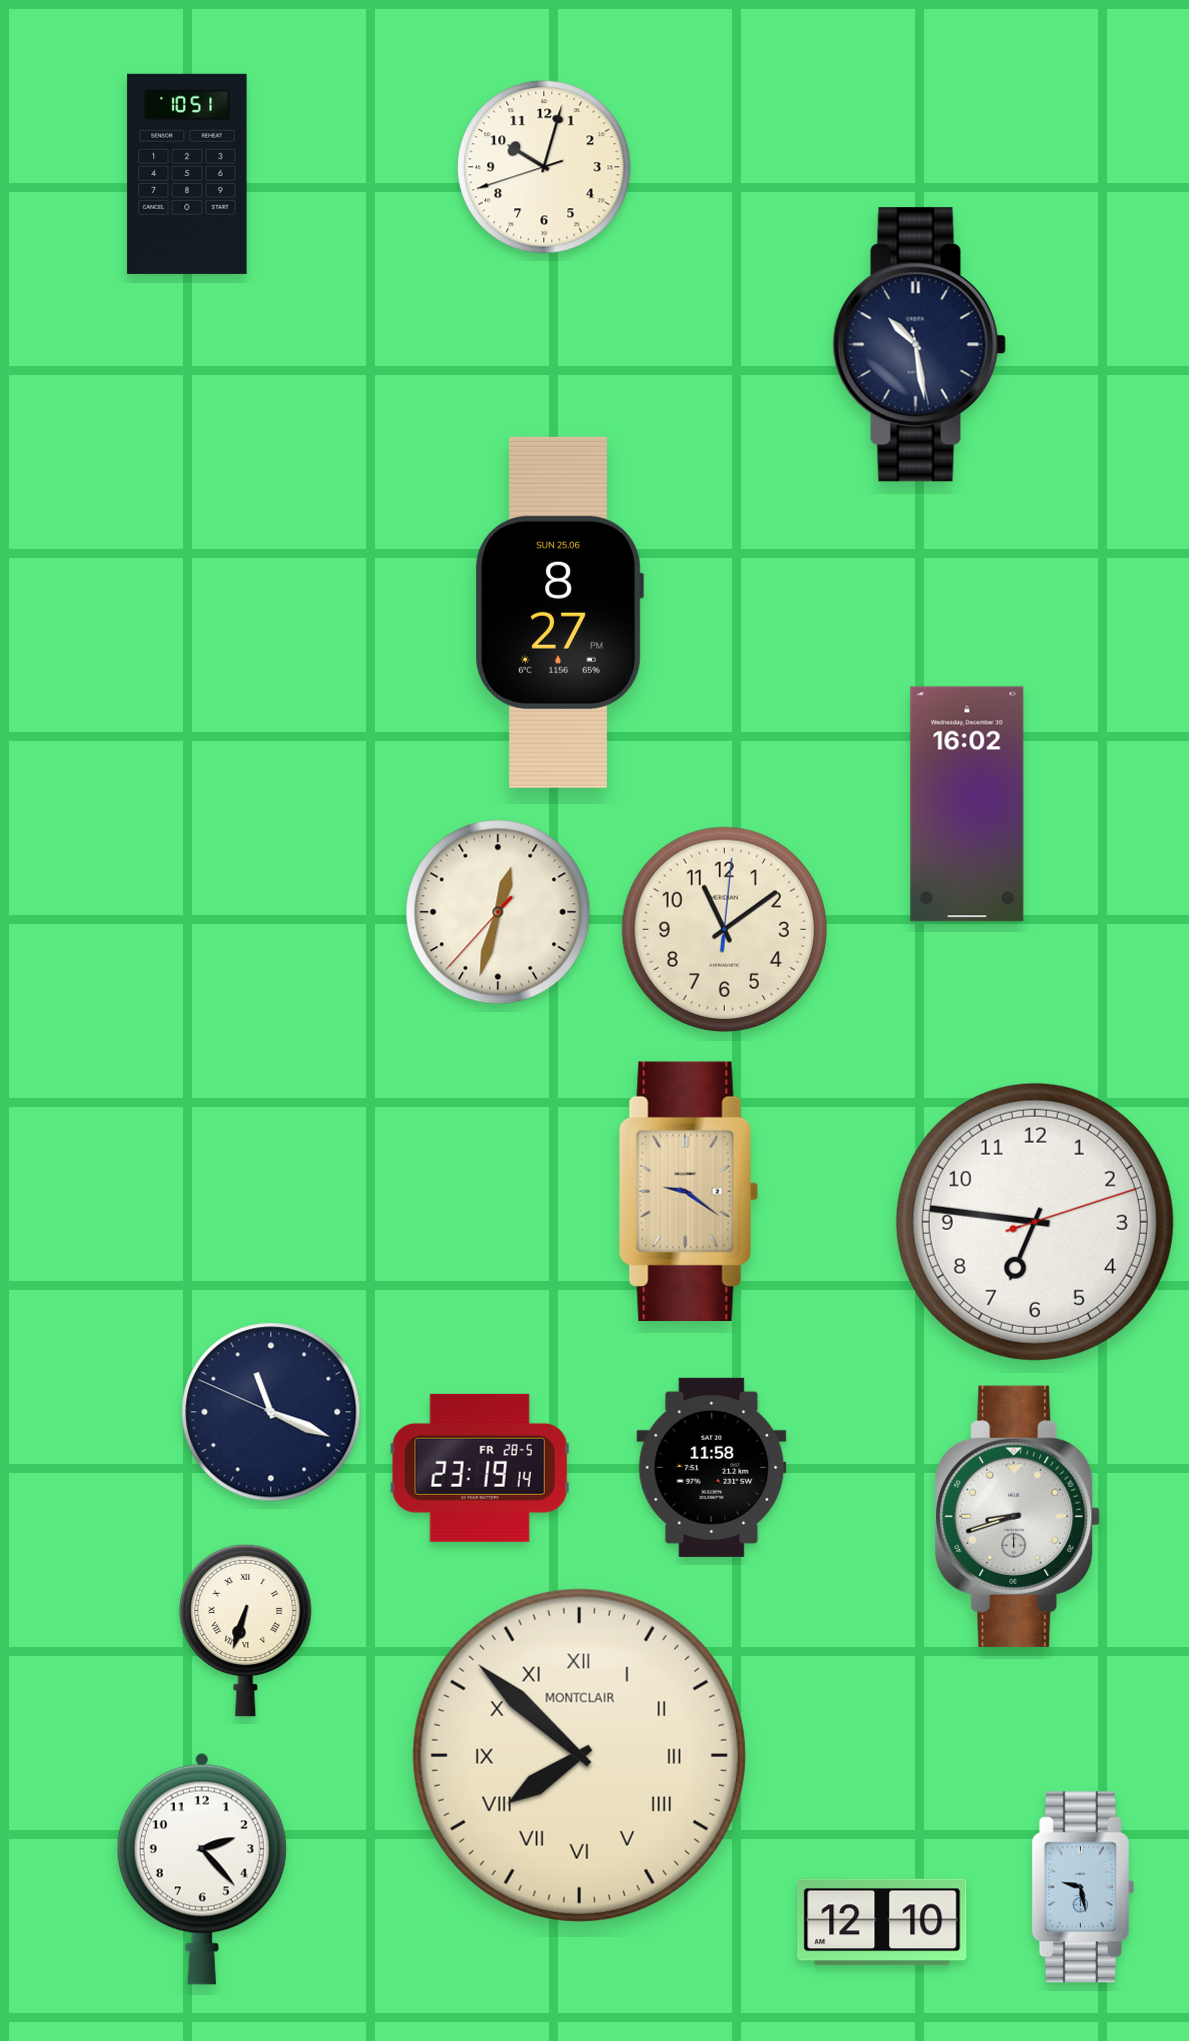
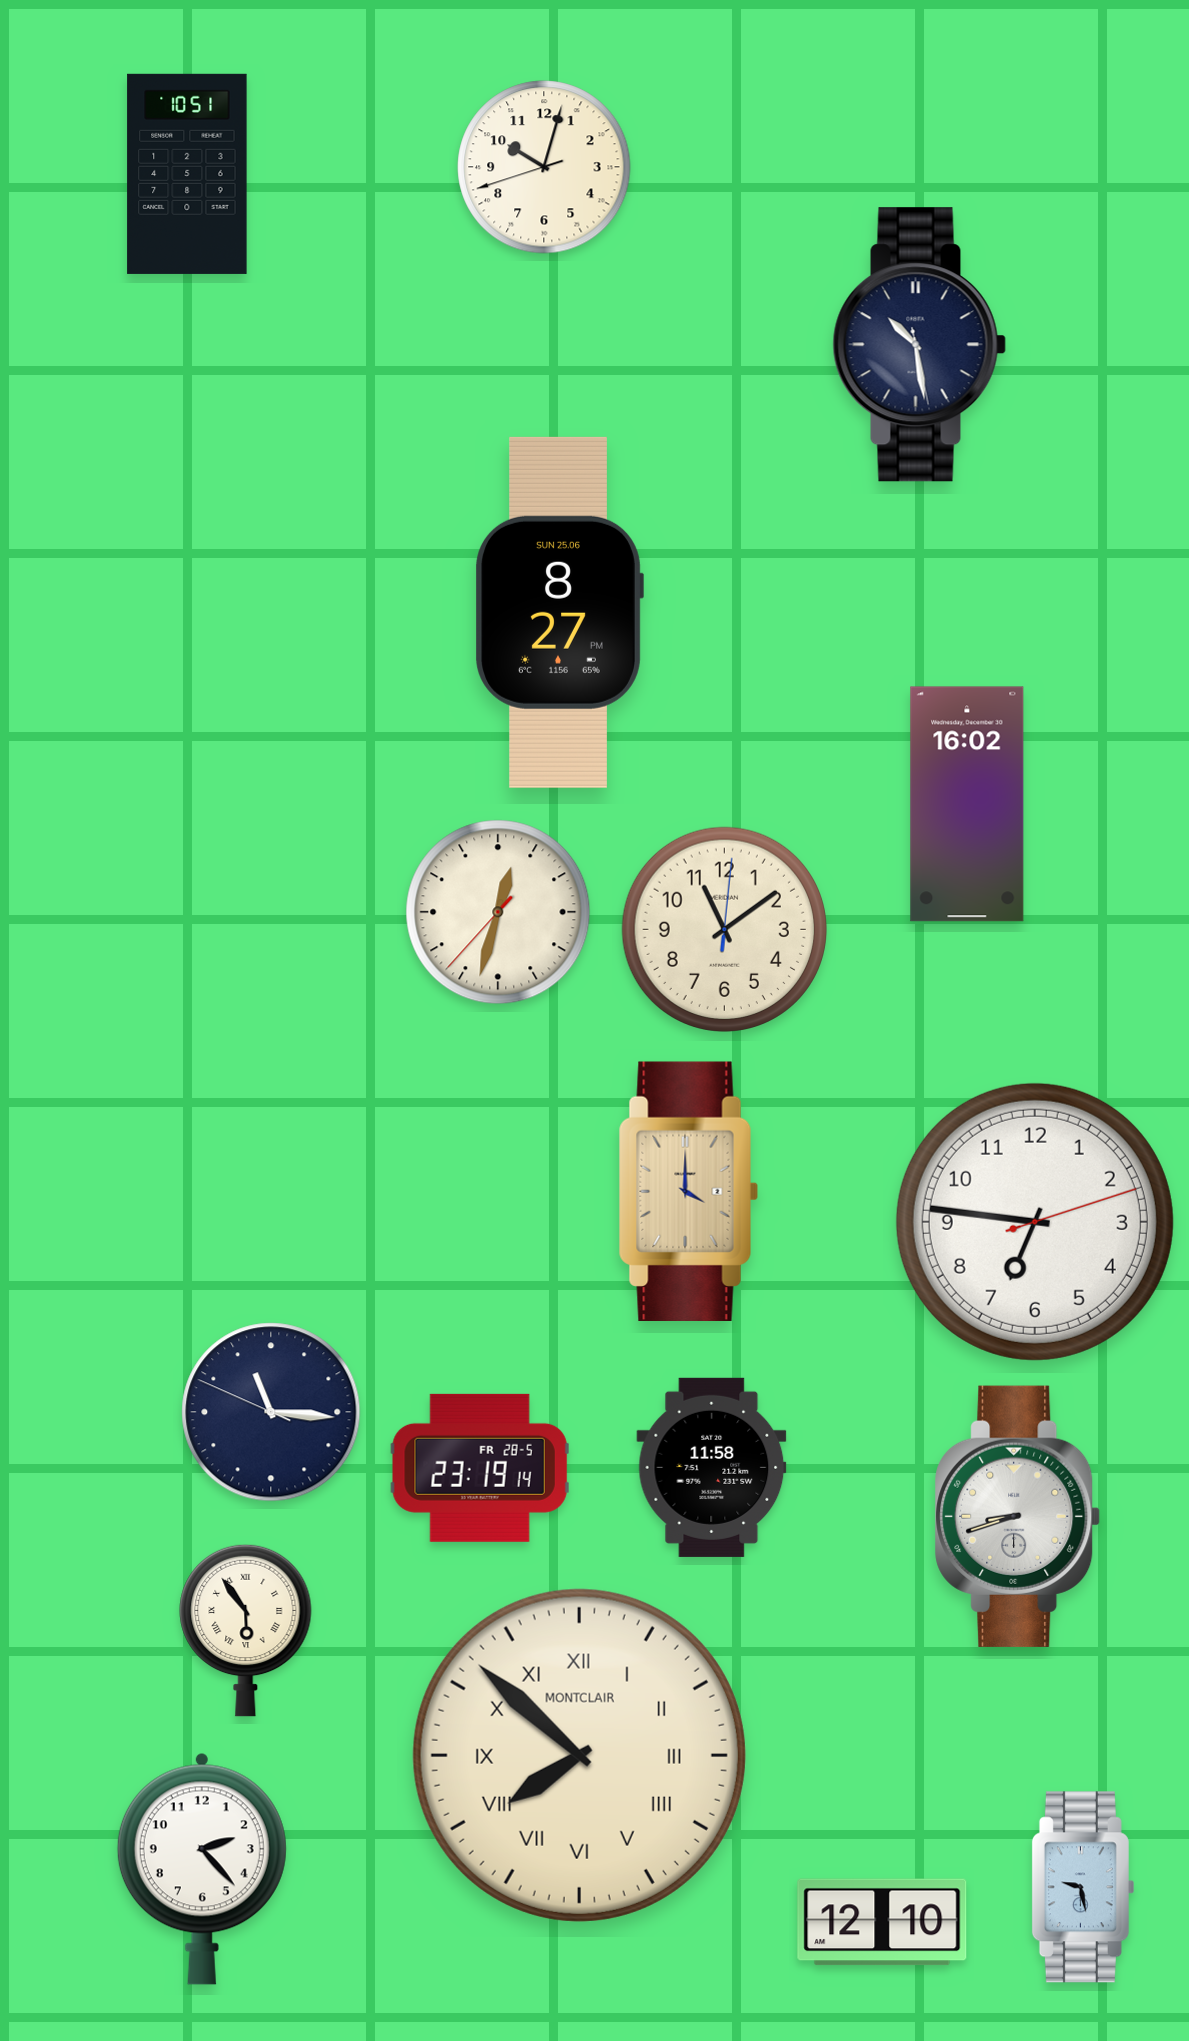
clock at (688, 1191): 9:21 -> 4:00
clock at (271, 1412): 11:18 -> 11:15
clock at (246, 1630): 6:33 -> 5:54
